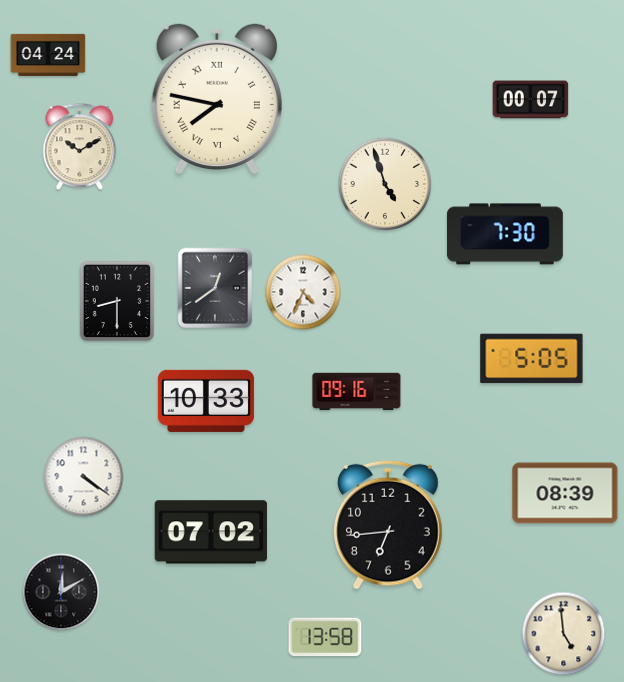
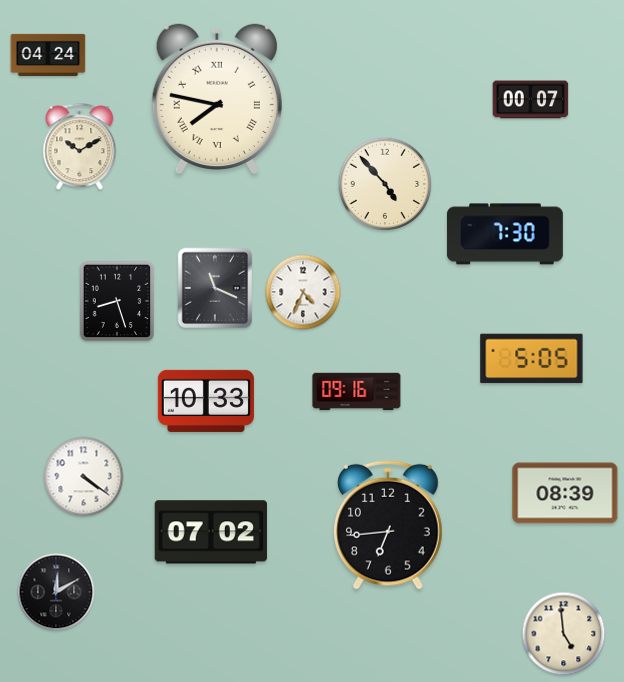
clock at (385, 184): 4:57 -> 4:53
clock at (214, 288): 12:39 -> 11:19
clock at (117, 301): 8:30 -> 8:27
clock at (61, 592) position: (61, 592) -> (56, 592)
clock at (325, 637): 13:58 -> none
